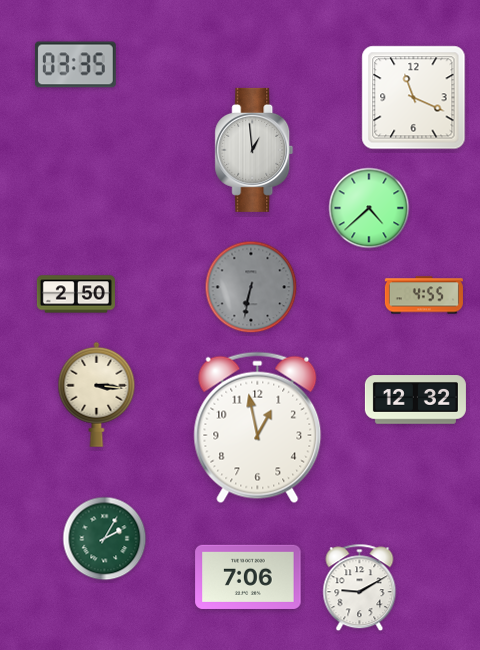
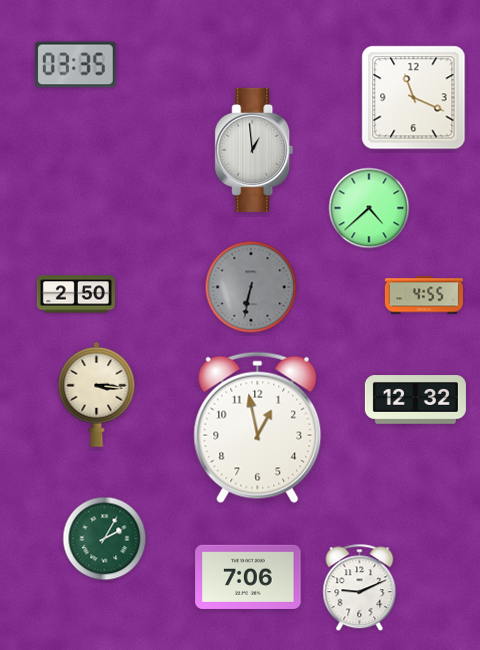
clock at (360, 588): 9:10 -> 9:11
